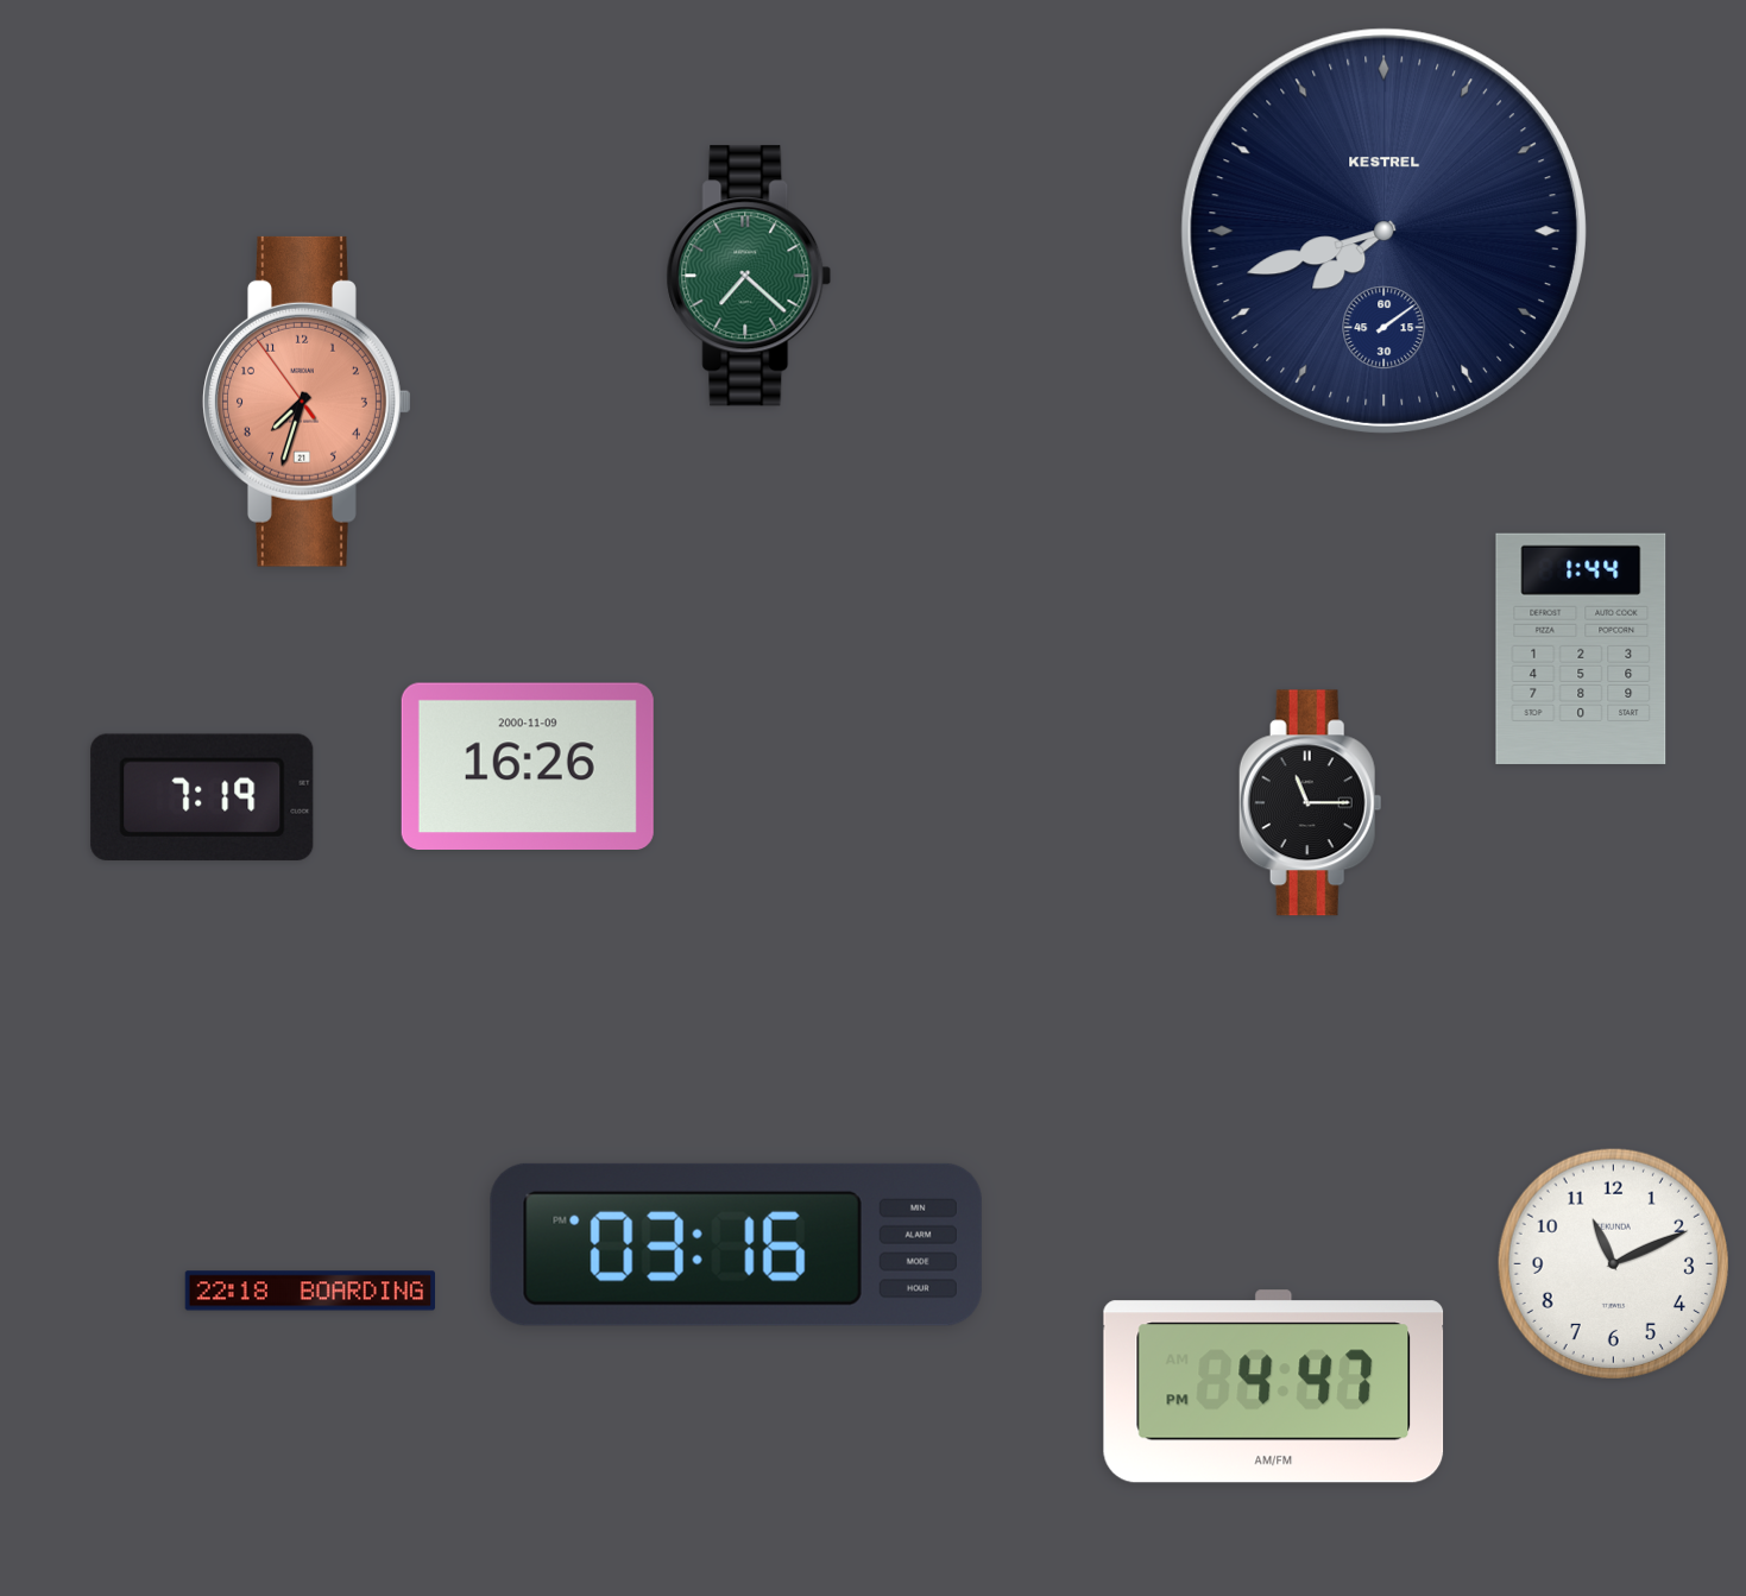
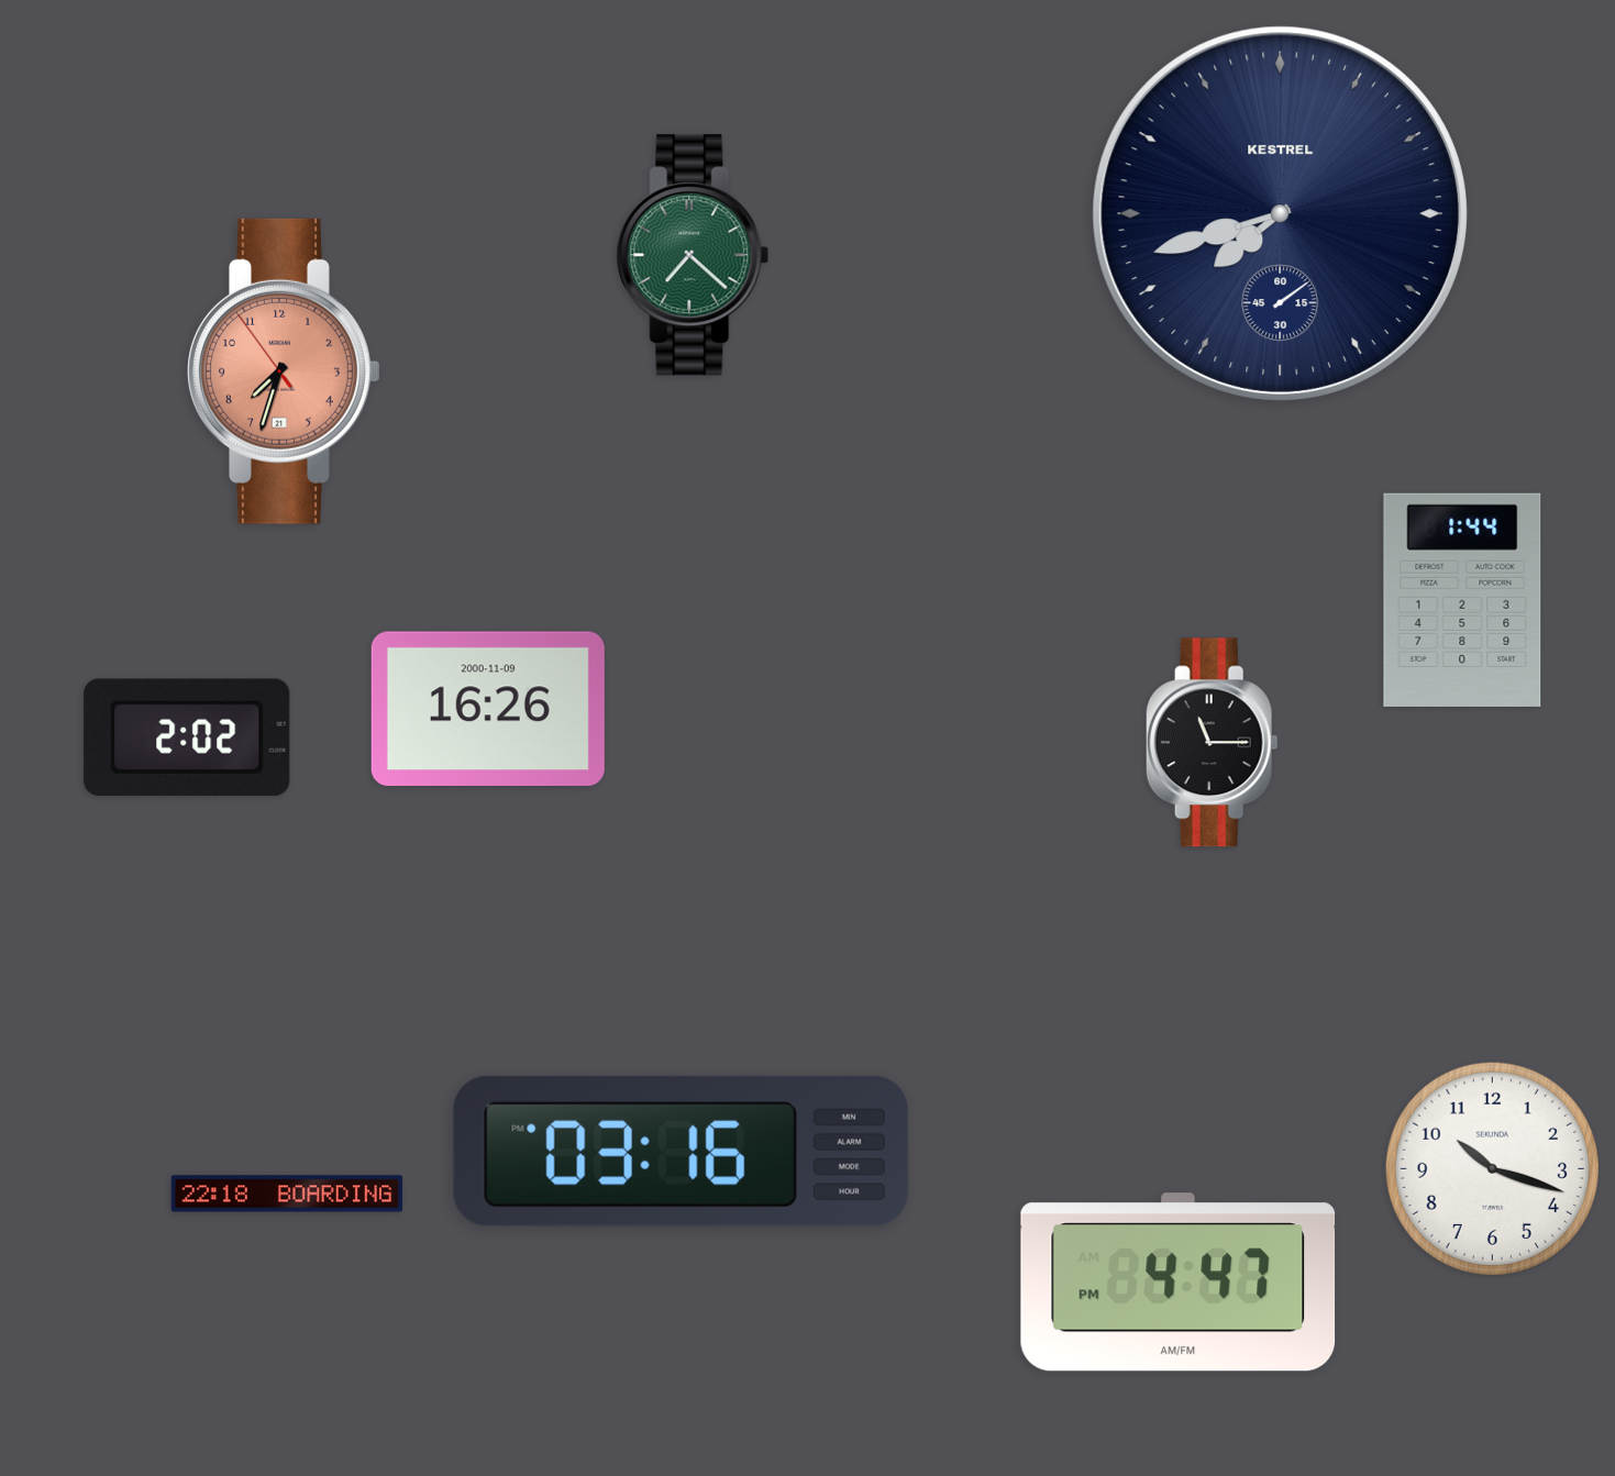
clock at (202, 797): 7:19 -> 2:02
clock at (1613, 1263): 11:11 -> 10:18
